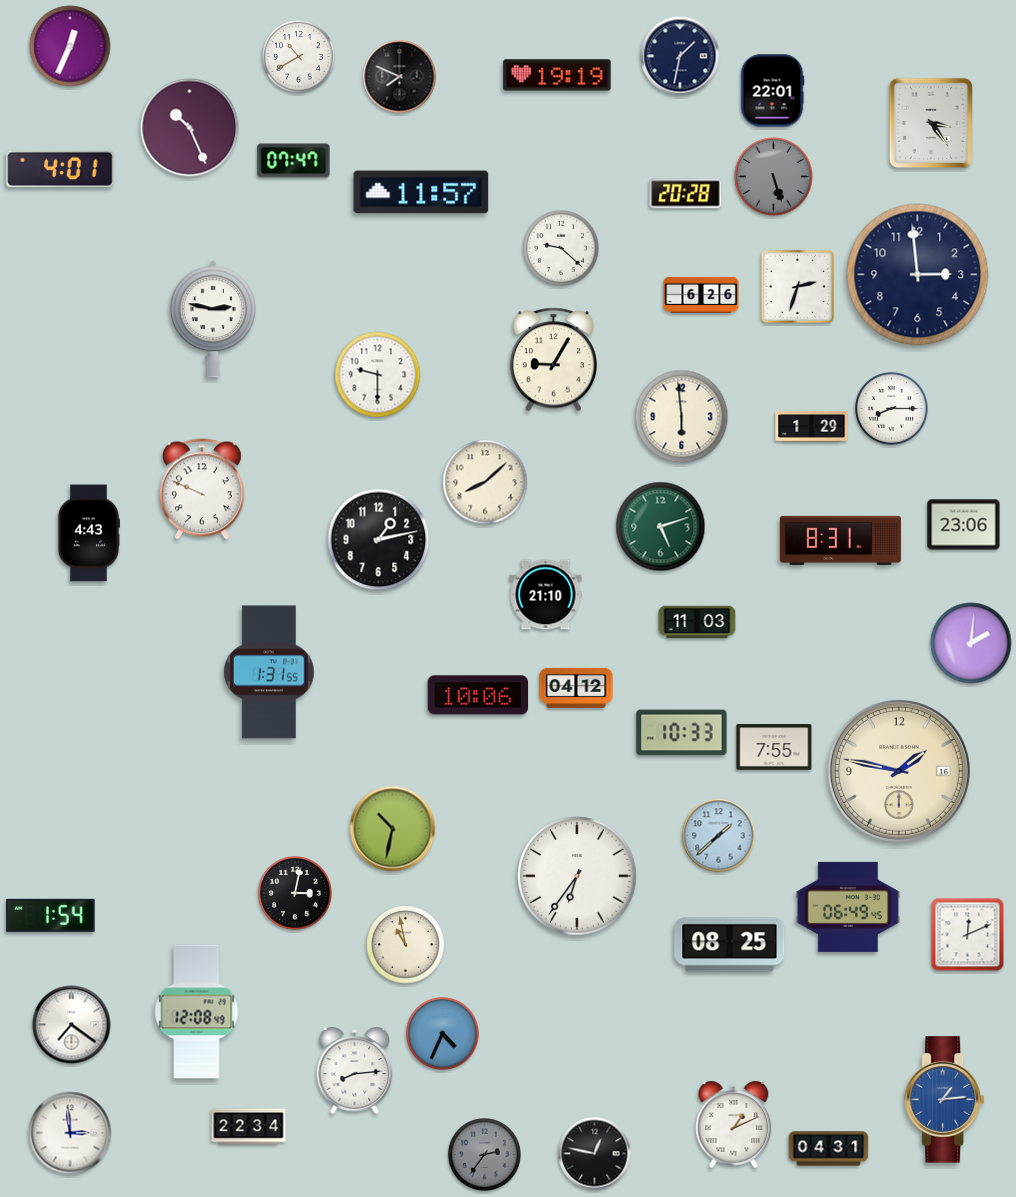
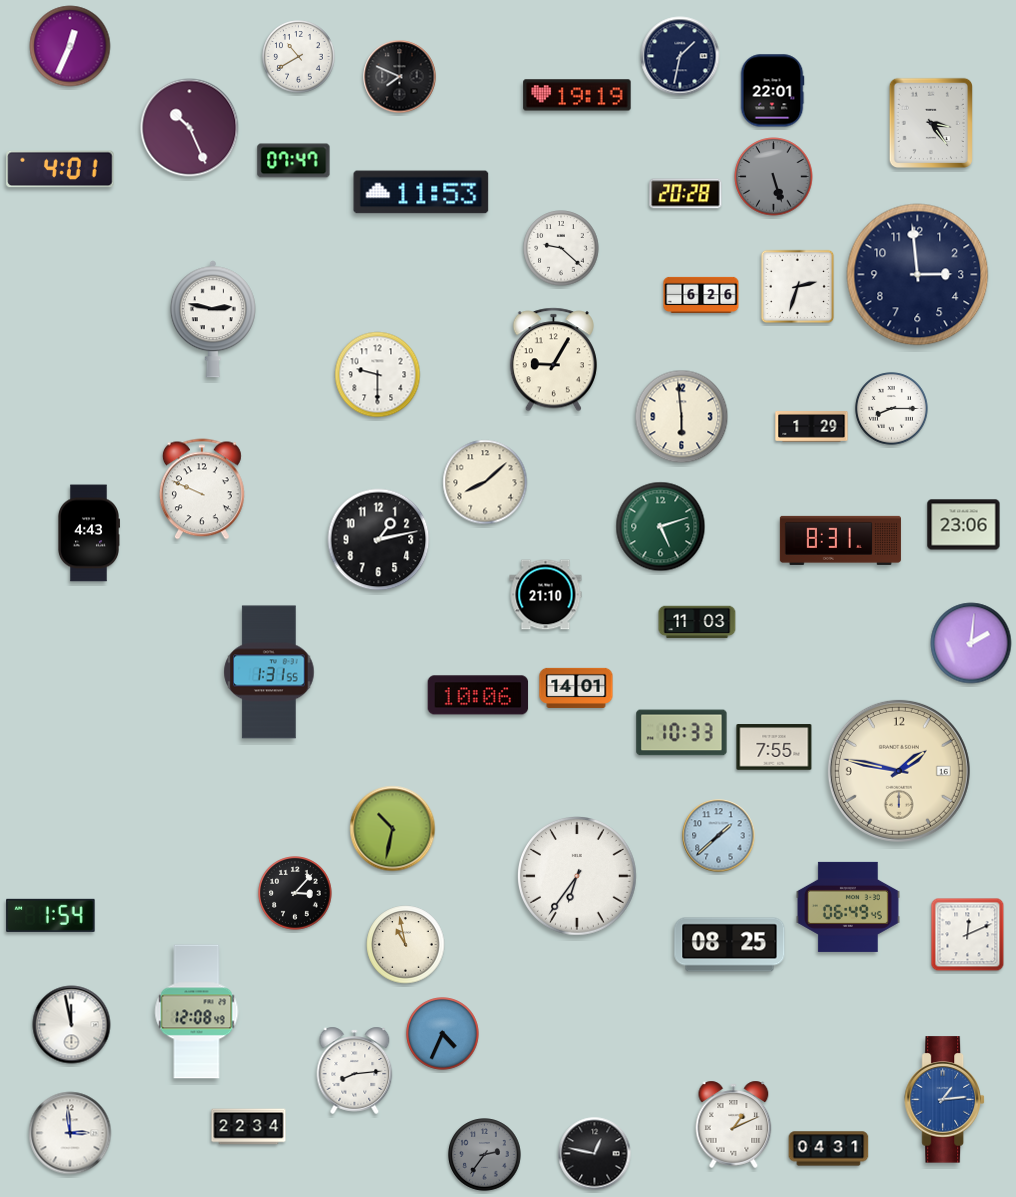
clock at (557, 75) position: (557, 75) -> (577, 95)
clock at (421, 192): 11:57 -> 11:53
clock at (576, 688): 04:12 -> 14:01
clock at (295, 893): 3:02 -> 3:07
clock at (72, 1025): 7:21 -> 11:58
